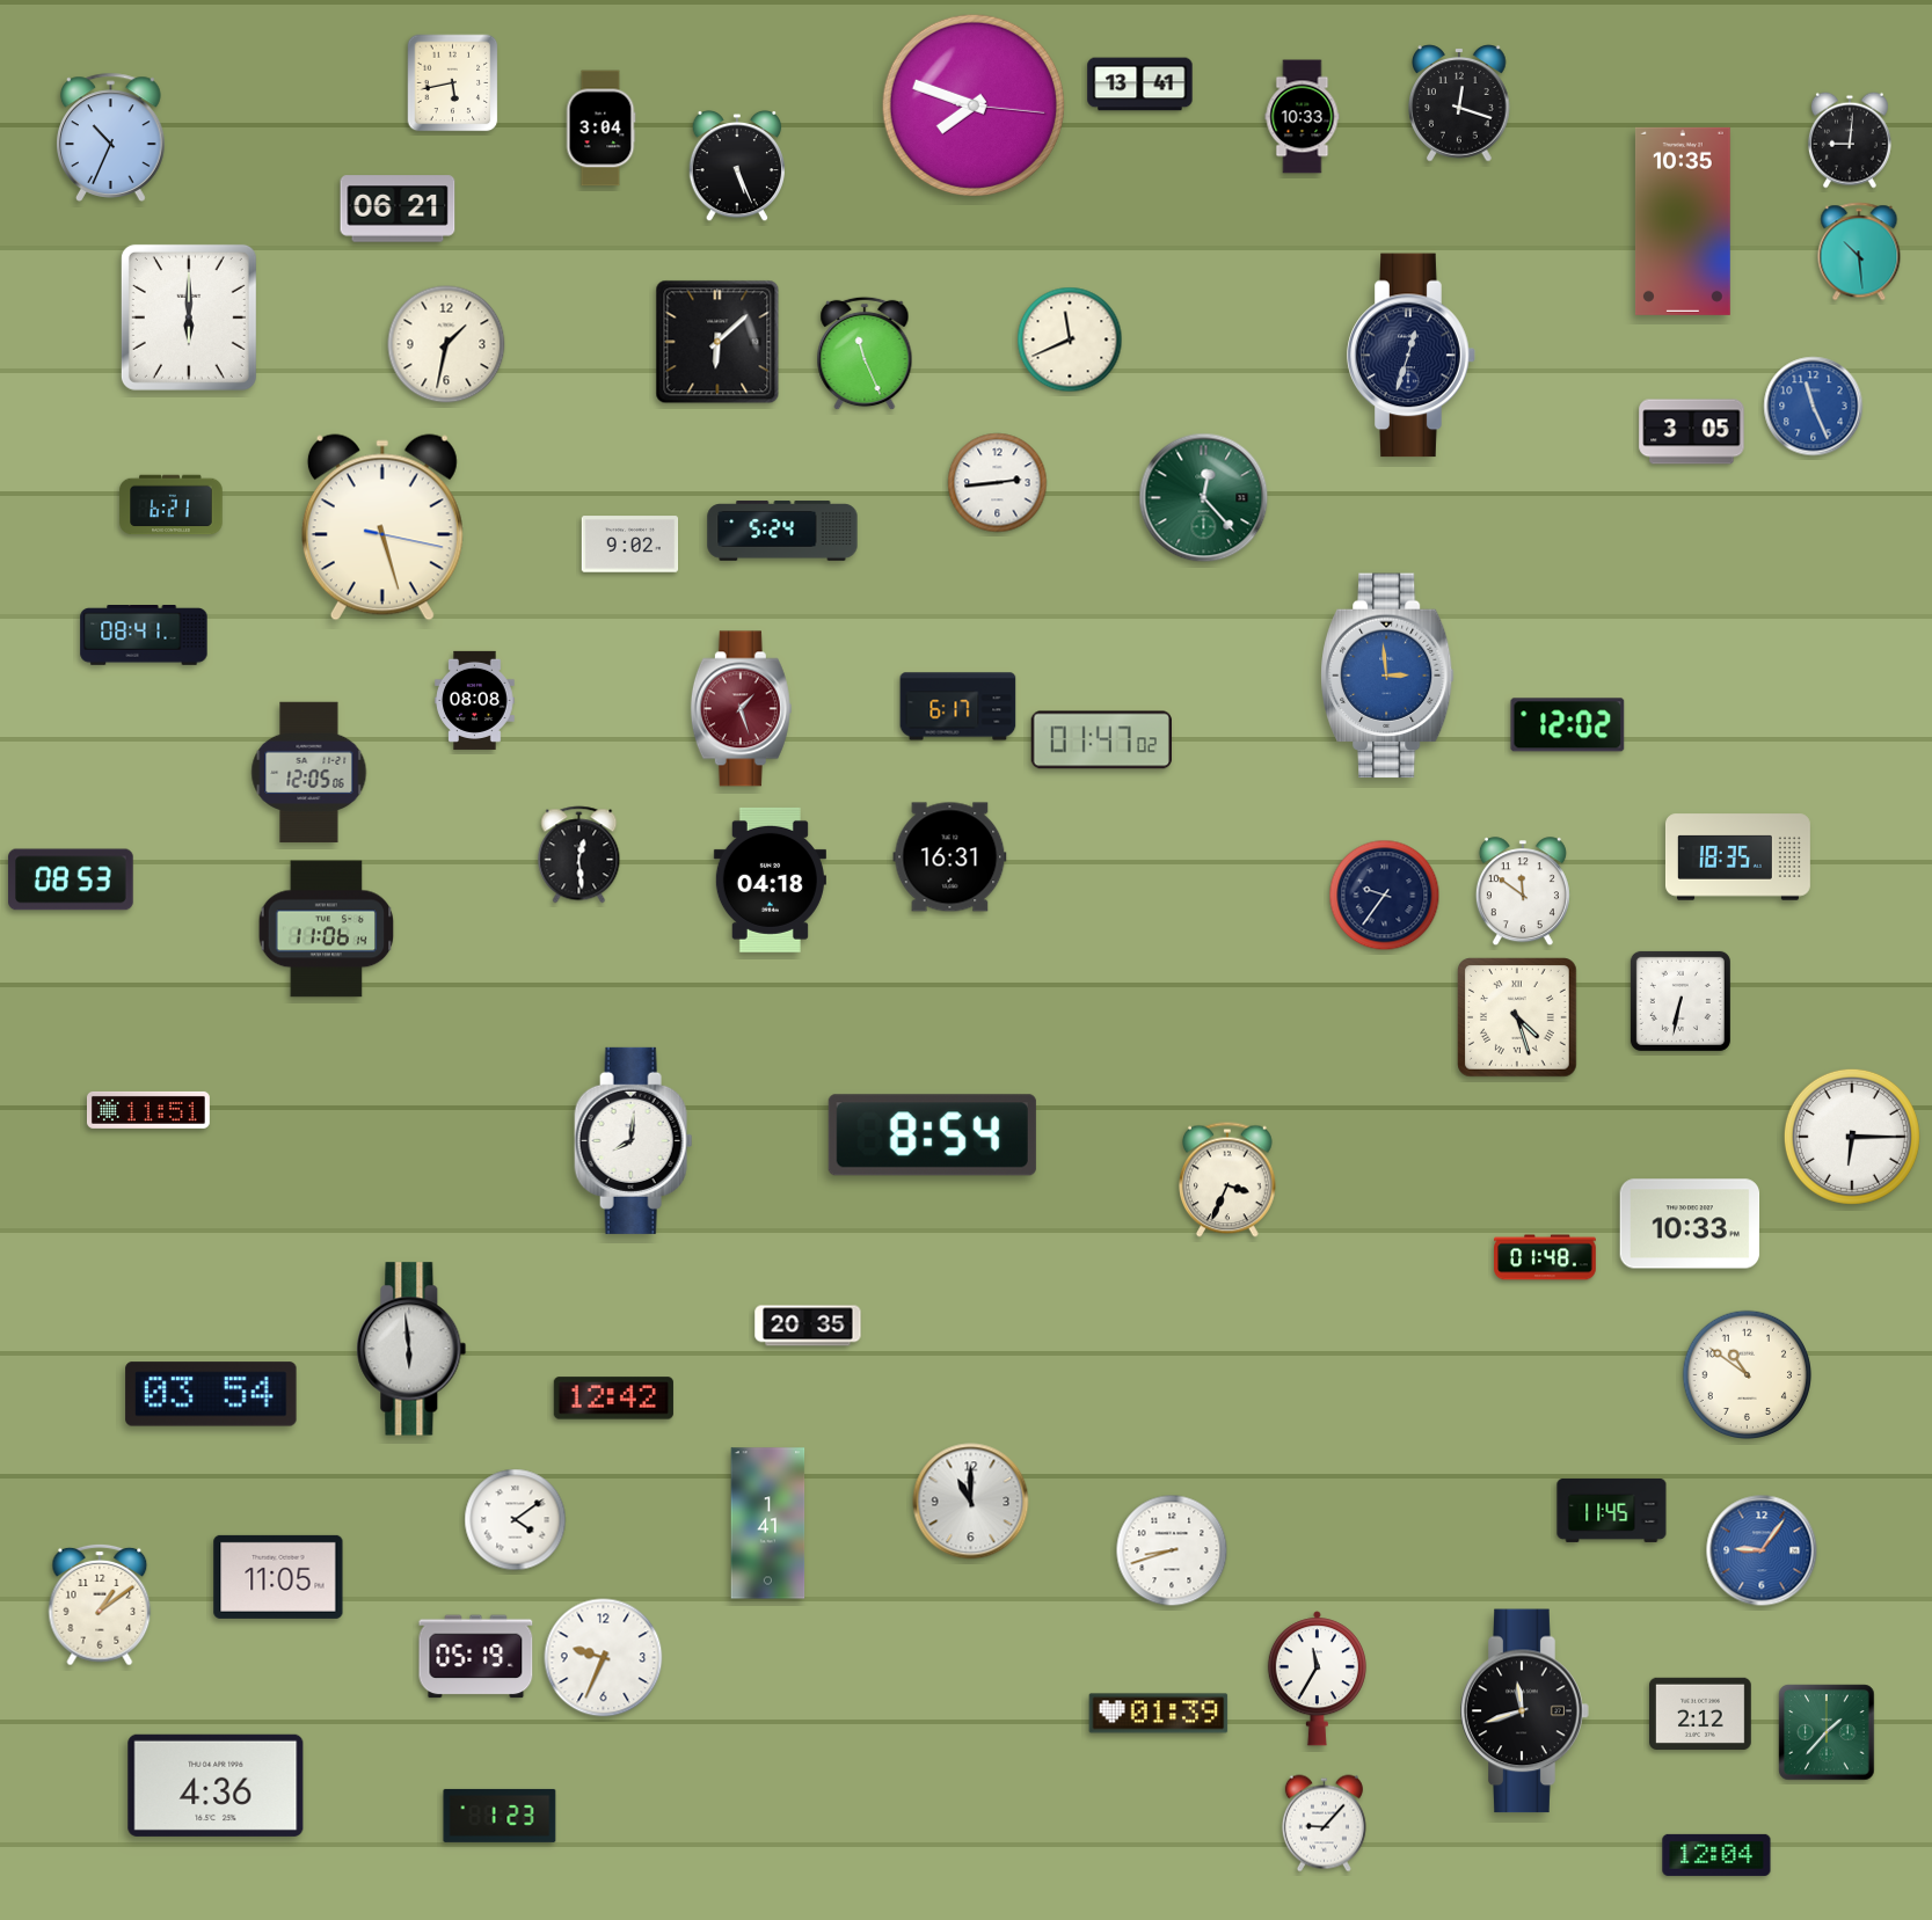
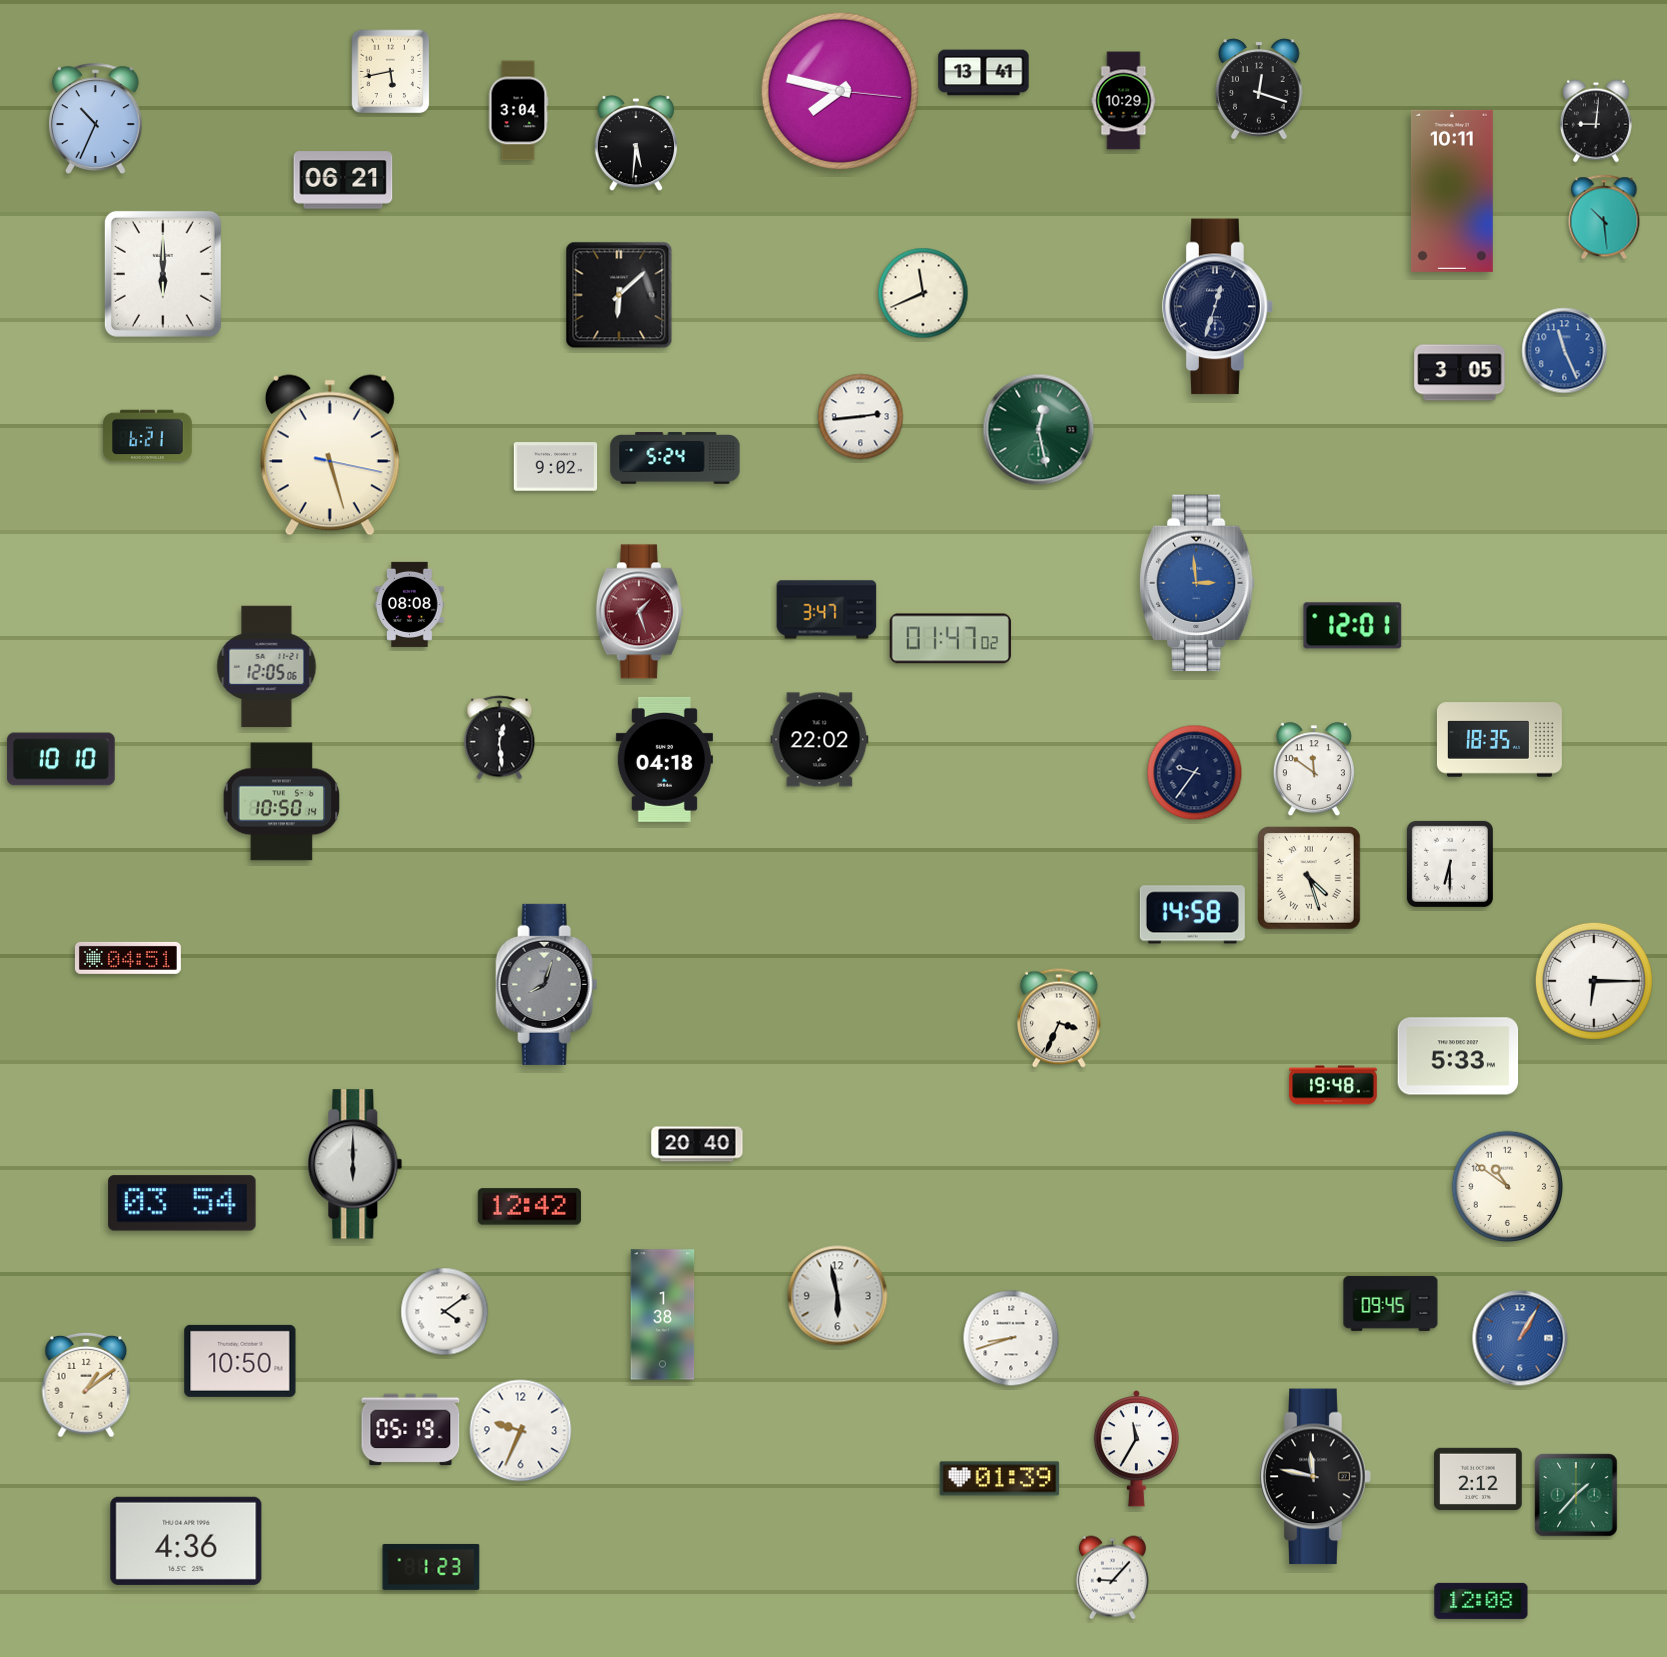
clock at (974, 105): 7:48 -> 7:47
clock at (1303, 117): 10:33 -> 10:29
clock at (737, 166): 5:26 -> 5:31
clock at (1683, 221): 10:35 -> 10:11
clock at (446, 344): 1:32 -> none
clock at (865, 353): 11:26 -> none
clock at (1204, 498): 12:23 -> 12:28
clock at (630, 545) position: (630, 545) -> (556, 467)
clock at (144, 636): 08:41 -> none
clock at (958, 707): 6:17 -> 3:47
clock at (1568, 725): 12:02 -> 12:01
clock at (950, 857): 16:31 -> 22:02
clock at (71, 879): 08:53 -> 10:10
clock at (327, 929): 11:06 -> 10:50
clock at (1681, 1001): 6:32 -> 6:30
clock at (1192, 915): none -> 14:58
clock at (148, 1110): 11:51 -> 04:51
clock at (932, 1136): 8:54 -> none
clock at (1852, 1137) position: (1852, 1137) -> (1594, 981)
clock at (634, 1140): 8:01 -> 8:03
clock at (634, 1140) dial: white -> grey
clock at (1690, 1224): 10:33 -> 5:33
clock at (1545, 1257): 01:48 -> 19:48
clock at (808, 1326): 20:35 -> 20:40
clock at (411, 1349): 5:59 -> 6:00
clock at (971, 1502): 11:00 -> 5:58
clock at (1612, 1510): 11:45 -> 09:45
clock at (768, 1524): 1:41 -> 1:38
clock at (1762, 1550): 9:06 -> 1:05
clock at (278, 1577): 11:05 -> 10:50
clock at (1525, 1711): 11:42 -> 11:47
clock at (1701, 1713) position: (1701, 1713) -> (1479, 1478)
clock at (1324, 1824) position: (1324, 1824) -> (1112, 1578)
clock at (1716, 1855): 12:04 -> 12:08
